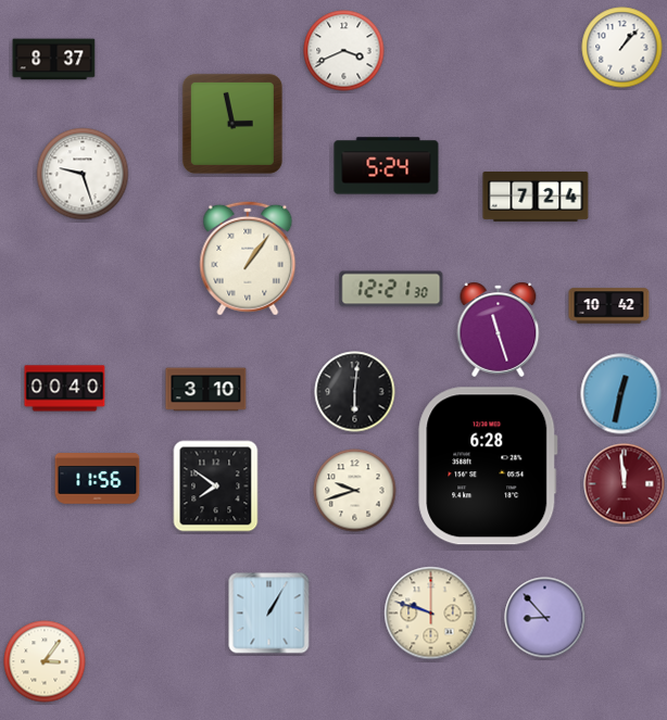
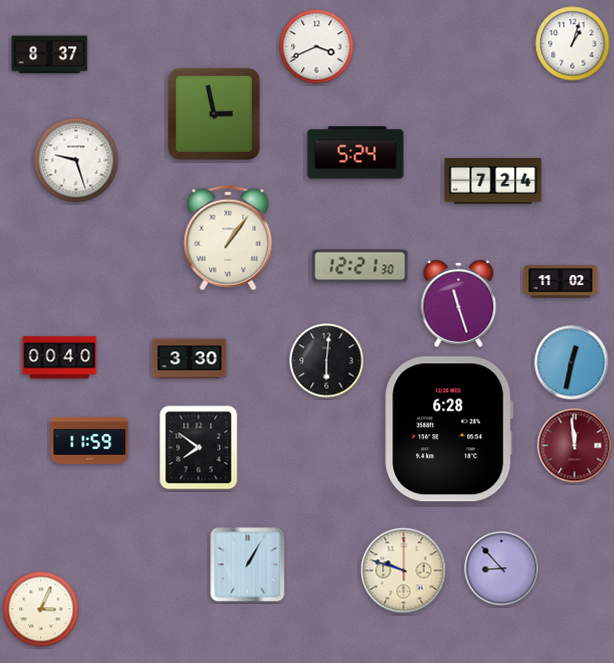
clock at (622, 48): 1:07 -> 1:03
clock at (609, 306): 10:42 -> 11:02
clock at (206, 390): 3:10 -> 3:30
clock at (98, 479): 11:56 -> 11:59
clock at (355, 491): 9:42 -> none
clock at (431, 614) position: (431, 614) -> (404, 571)
clock at (45, 661): 3:06 -> 3:04
